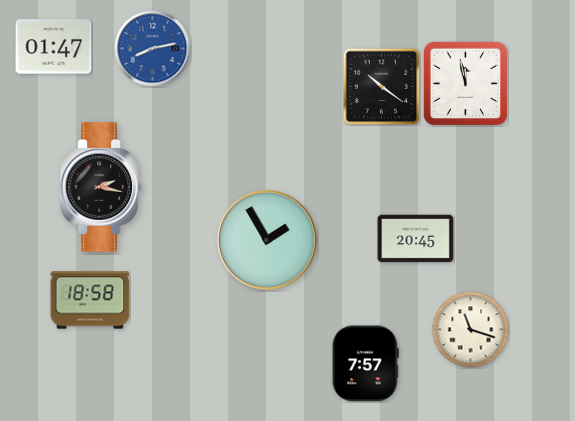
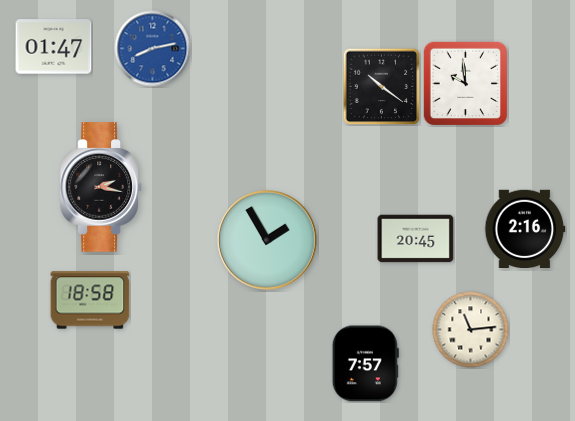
clock at (465, 83): 11:58 -> 9:59
clock at (525, 228): none -> 2:16
clock at (471, 330): 11:18 -> 11:14
